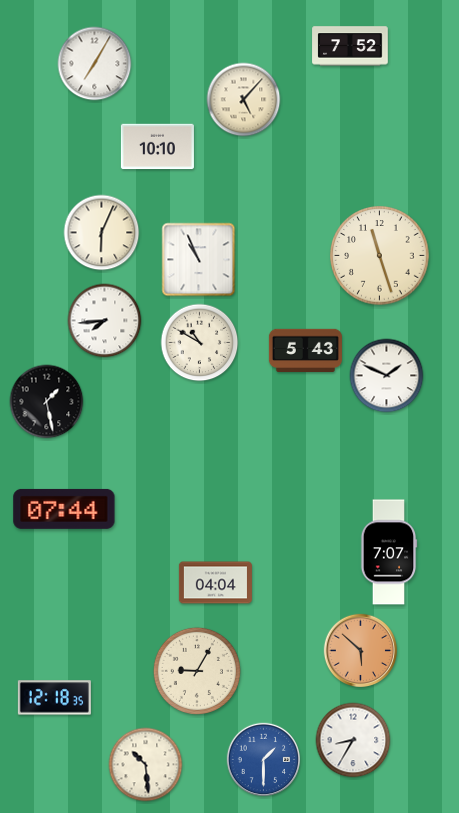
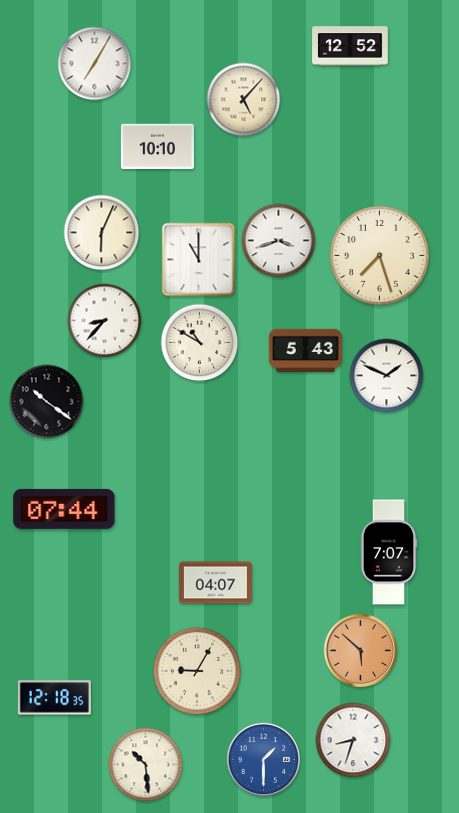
clock at (350, 46): 7:52 -> 12:52
clock at (279, 241): none -> 3:42
clock at (380, 256): 11:27 -> 7:27
clock at (199, 260): 10:56 -> 11:00
clock at (105, 321): 7:44 -> 8:37
clock at (47, 402): 1:28 -> 10:21
clock at (215, 583): 04:04 -> 04:07
clock at (353, 740): 8:35 -> 8:33
